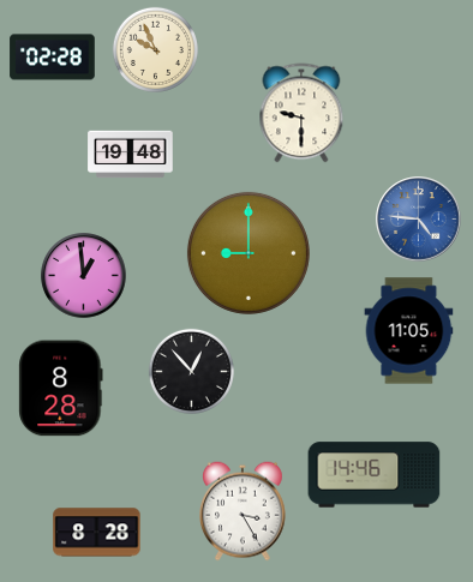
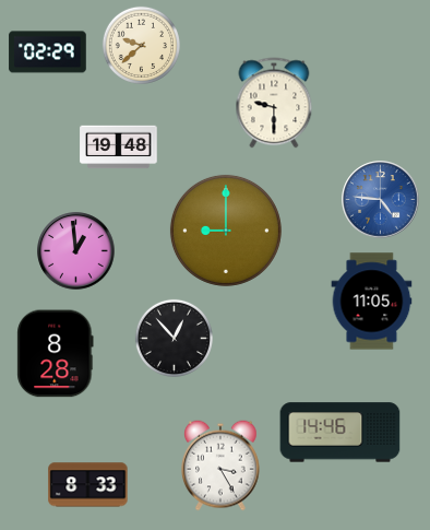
clock at (155, 49): 9:56 -> 9:38
clock at (53, 58): 02:28 -> 02:29
clock at (131, 155) position: (131, 155) -> (119, 148)
clock at (97, 533): 8:28 -> 8:33
